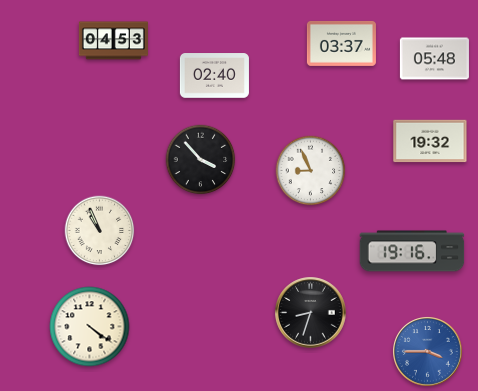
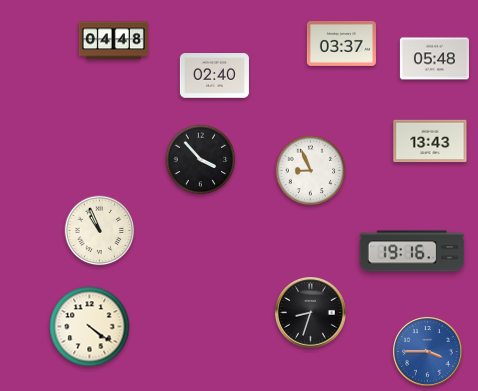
clock at (113, 41): 04:53 -> 04:48
clock at (430, 141): 19:32 -> 13:43
